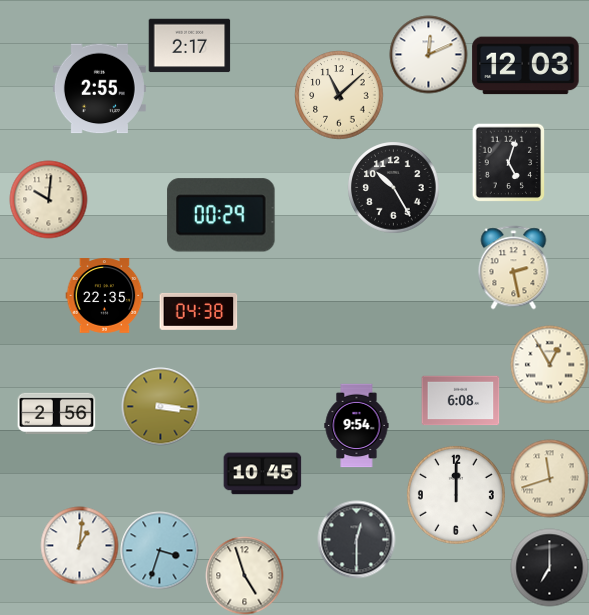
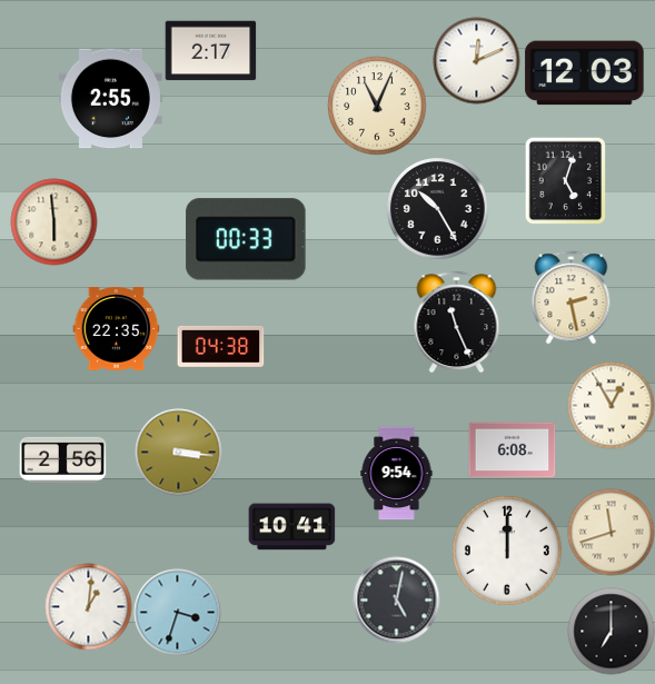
clock at (339, 95): 11:08 -> 11:04
clock at (48, 199): 10:01 -> 5:59
clock at (221, 215): 00:29 -> 00:33
clock at (457, 321): none -> 11:26
clock at (460, 401) position: (460, 401) -> (512, 450)
clock at (262, 474): 10:45 -> 10:41
clock at (356, 539): 12:30 -> 5:02
clock at (244, 575): 4:57 -> none
